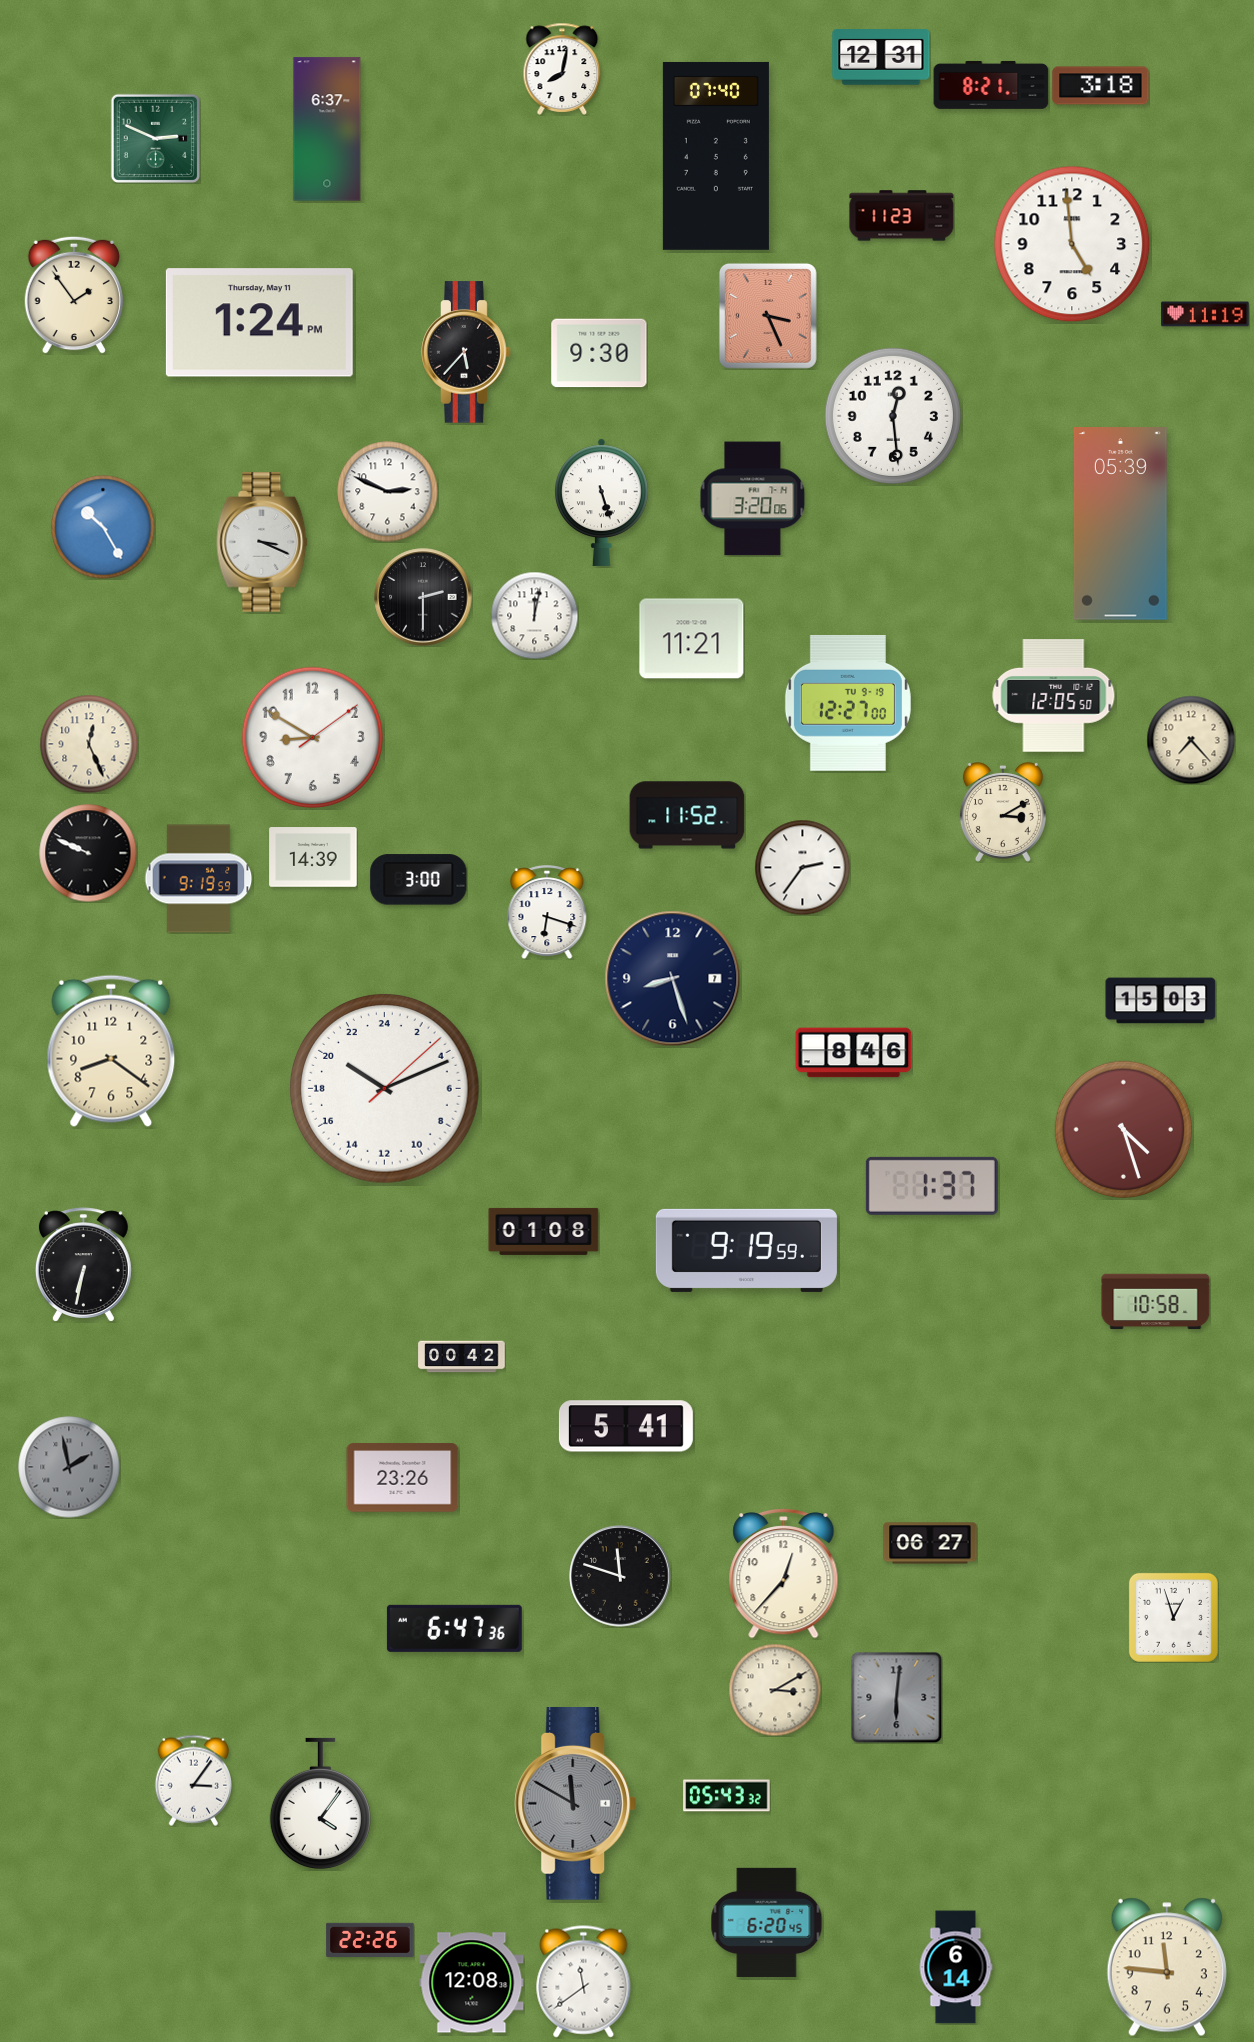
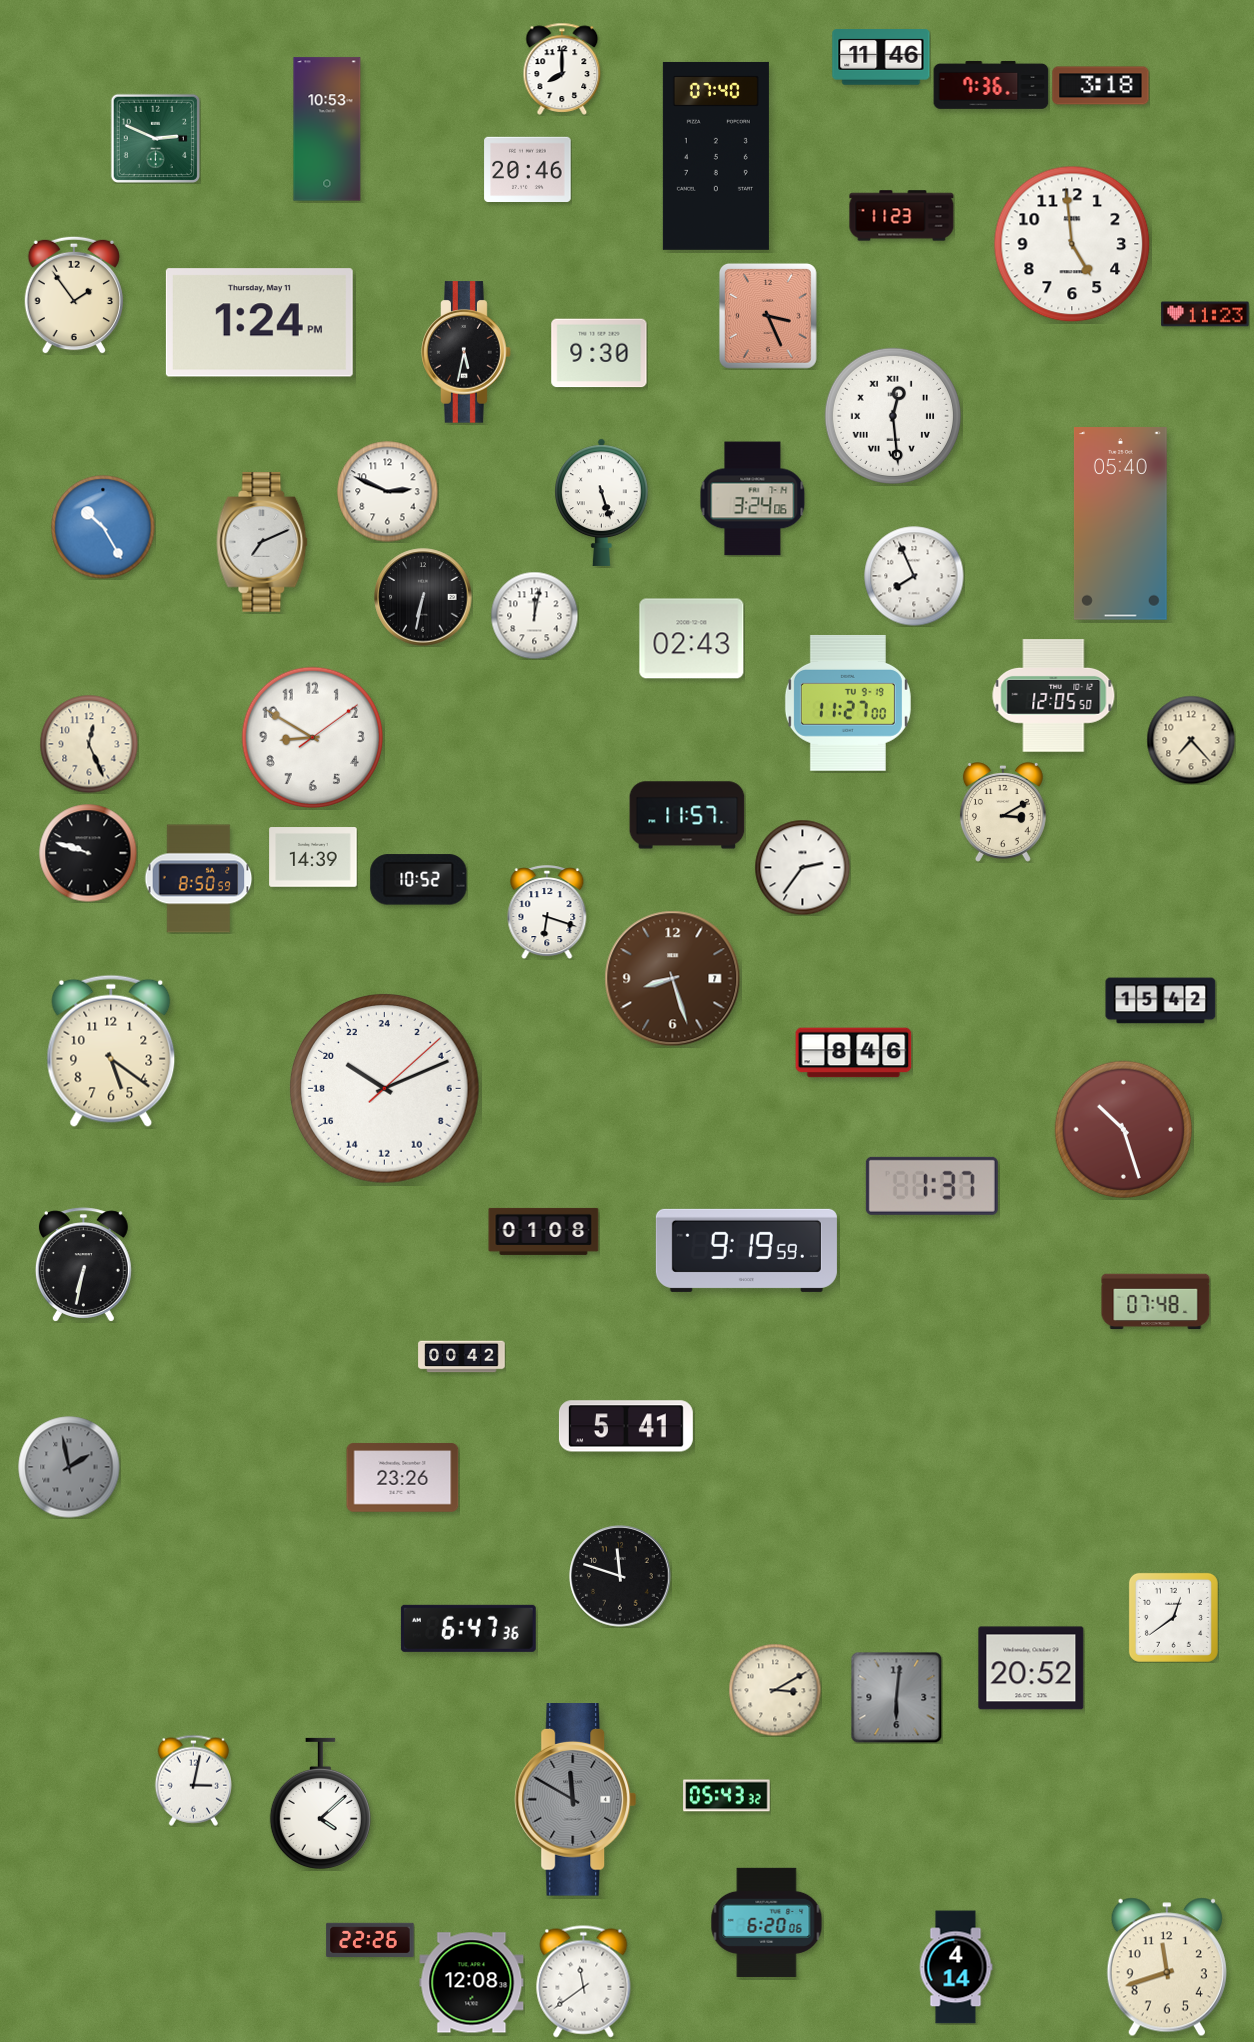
clock at (881, 57): 12:31 -> 11:46
clock at (562, 69): 8:02 -> 8:00
clock at (991, 85): 8:21 -> 7:36
clock at (327, 129): 6:37 -> 10:53
clock at (528, 169): none -> 20:46
clock at (1205, 314): 11:19 -> 11:23
clock at (466, 352): 5:37 -> 5:32
clock at (893, 416) numerals: Arabic -> Roman
clock at (753, 499): 3:20 -> 3:24
clock at (1120, 524): 05:39 -> 05:40
clock at (262, 542): 3:19 -> 7:11
clock at (914, 576): none -> 7:56
clock at (423, 597): 2:30 -> 6:32
clock at (692, 639): 11:21 -> 02:43
clock at (848, 703): 12:27 -> 11:27
clock at (687, 815): 11:52 -> 11:57
clock at (88, 853): 9:49 -> 9:48
clock at (199, 879): 9:19 -> 8:50
clock at (419, 880): 3:00 -> 10:52
clock at (673, 979) dial: navy -> brown
clock at (1161, 1001): 15:03 -> 15:42
clock at (111, 1051): 8:21 -> 5:21
clock at (1123, 1129): 4:27 -> 10:27
clock at (1156, 1302): 10:58 -> 07:48
clock at (930, 1543): 06:27 -> none
clock at (784, 1574): 12:37 -> none
clock at (1173, 1617): 12:57 -> 12:39
clock at (454, 1628) position: (454, 1628) -> (468, 1628)
clock at (1031, 1668): none -> 20:52
clock at (193, 1780): 3:06 -> 3:02
clock at (320, 1803): 4:06 -> 4:08
clock at (576, 1804) position: (576, 1804) -> (576, 1800)
clock at (767, 1922): 6:20:45 -> 6:20:06
clock at (956, 1967): 6:14 -> 4:14
clock at (1167, 1967): 11:46 -> 11:42
